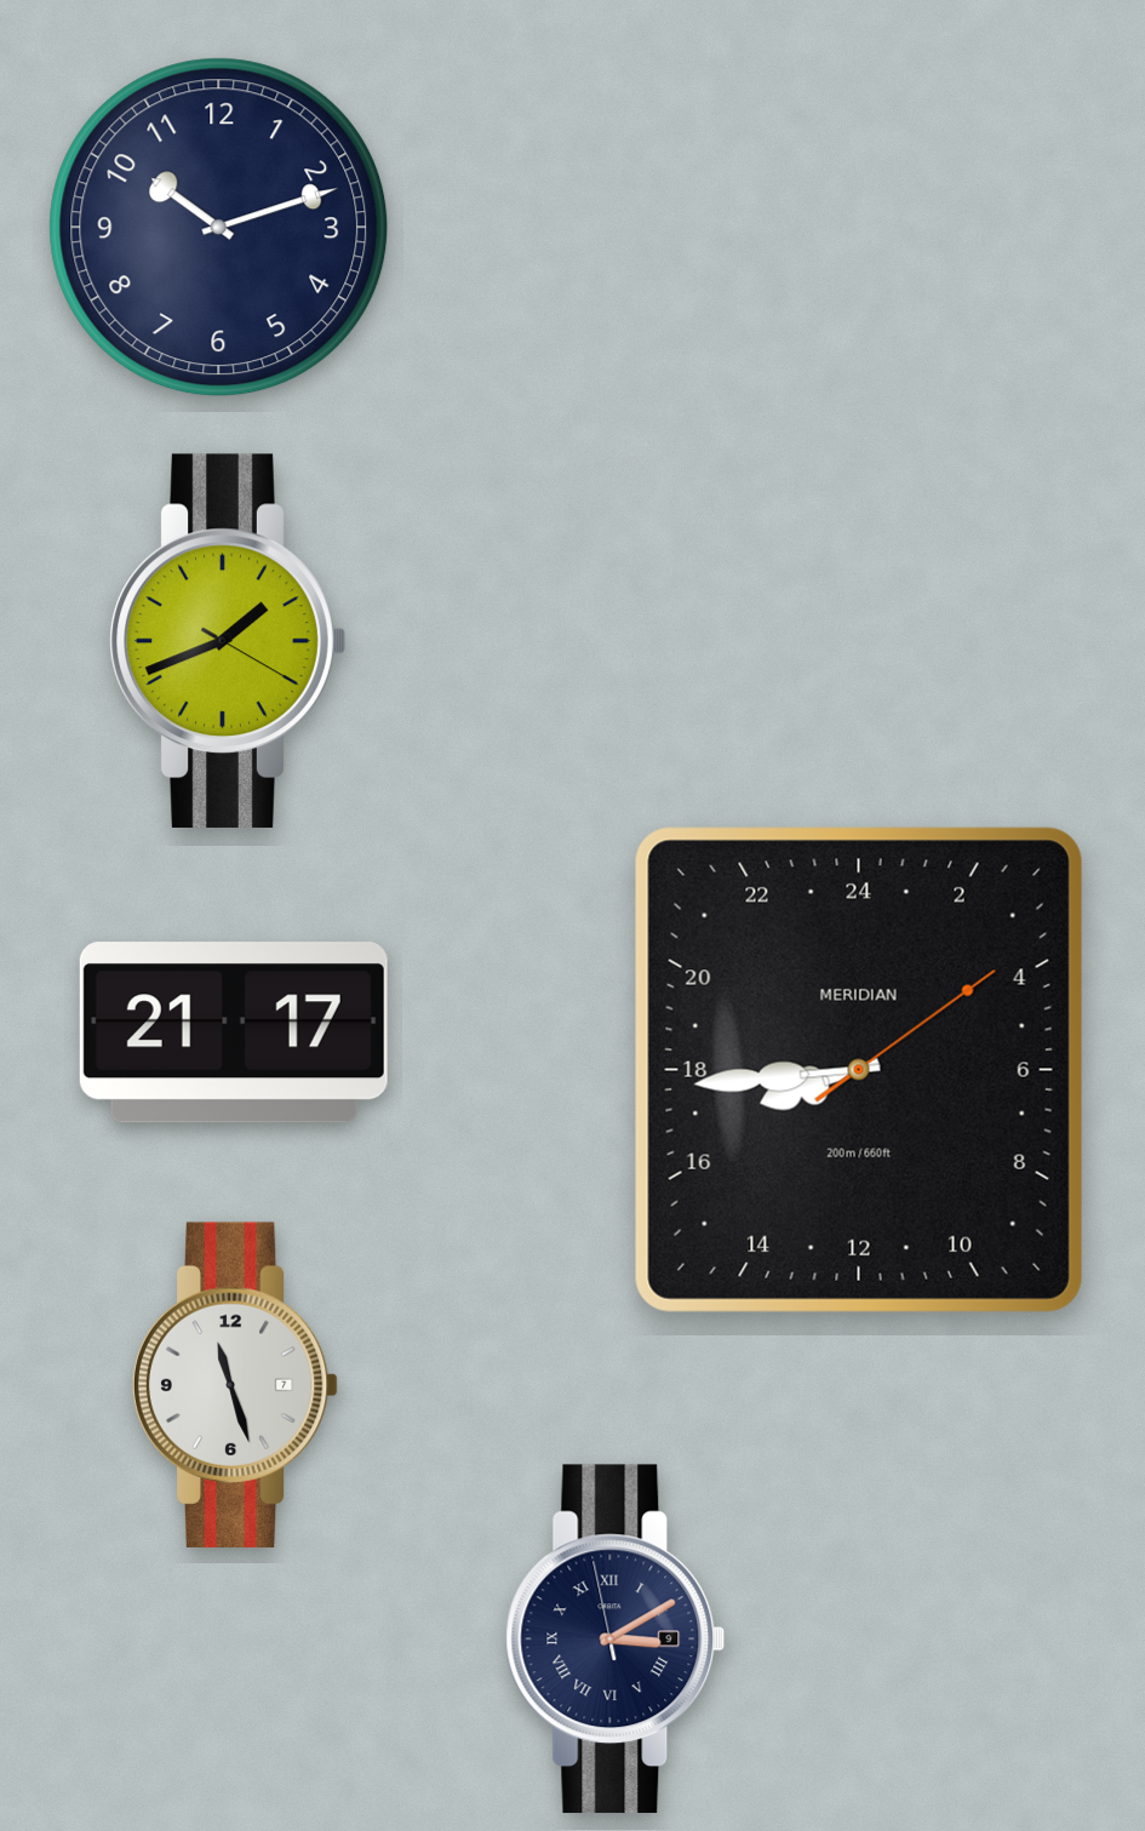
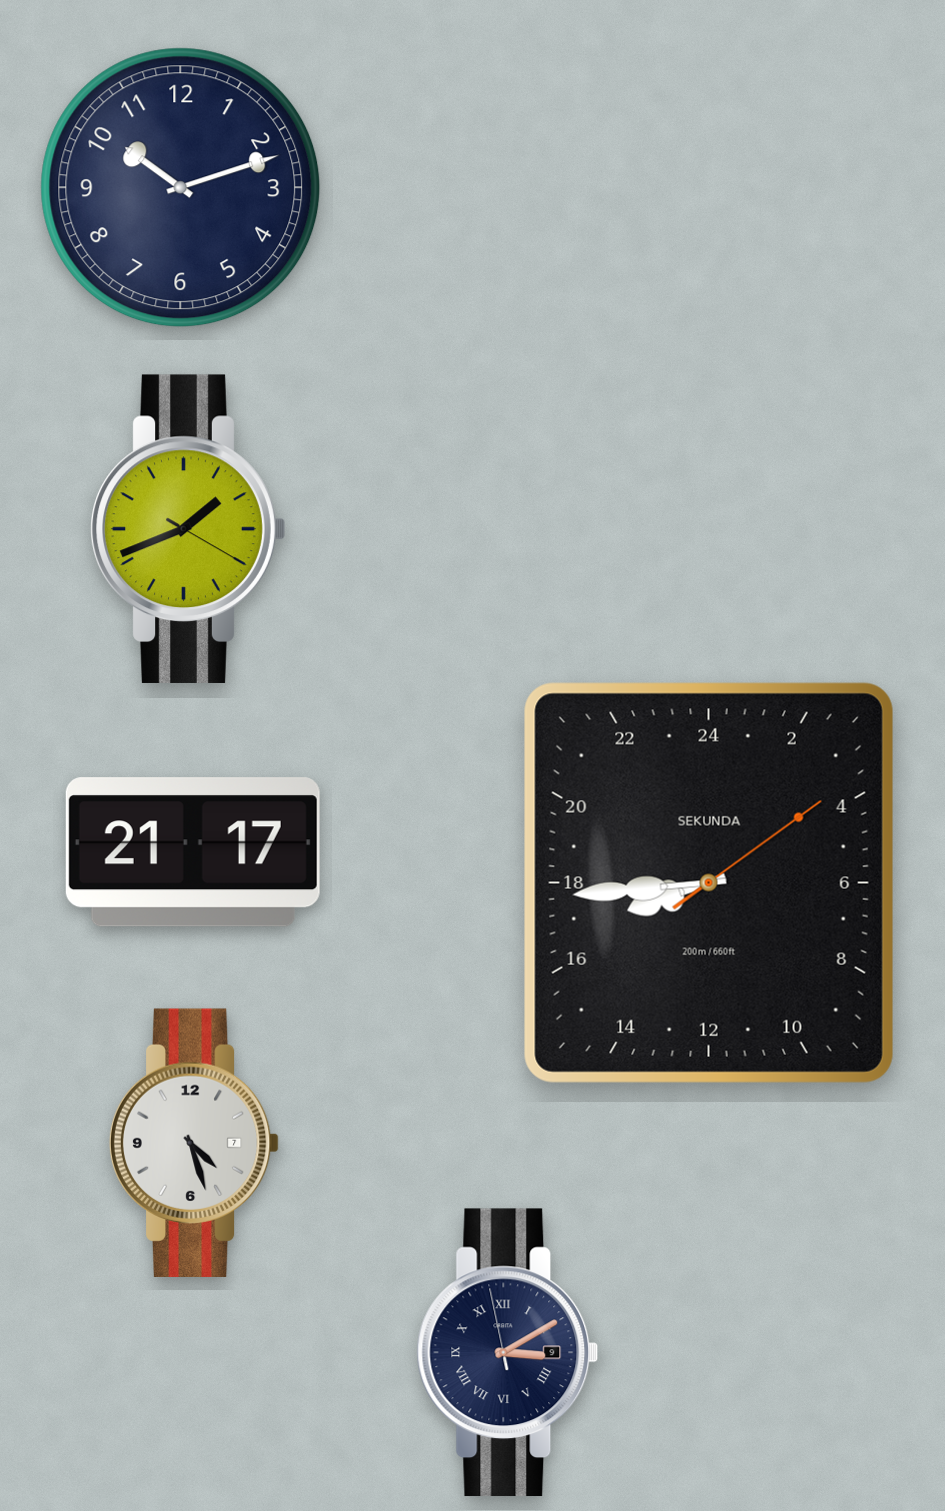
clock at (859, 1070) brand: MERIDIAN -> SEKUNDA
clock at (235, 1384): 11:27 -> 4:27
